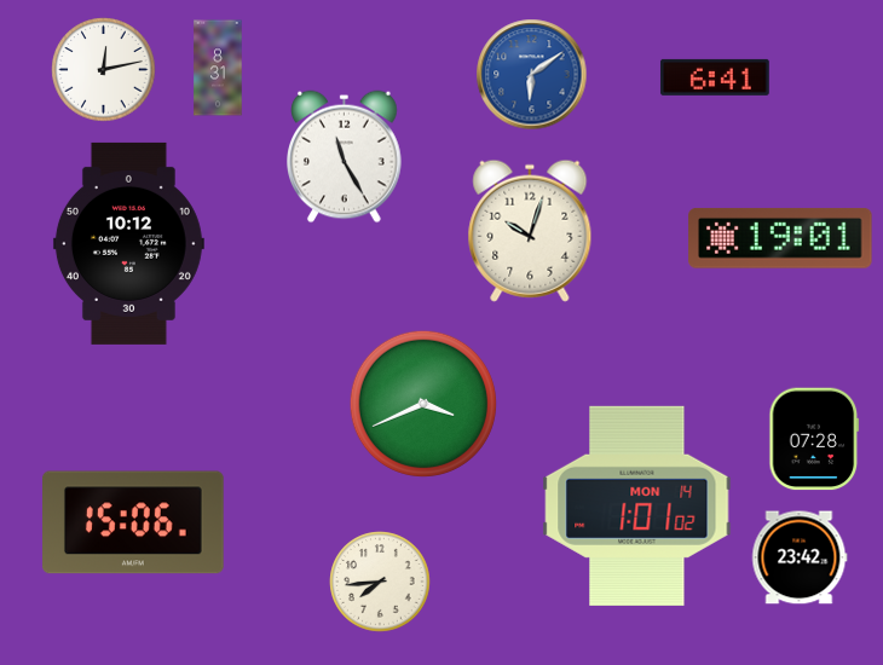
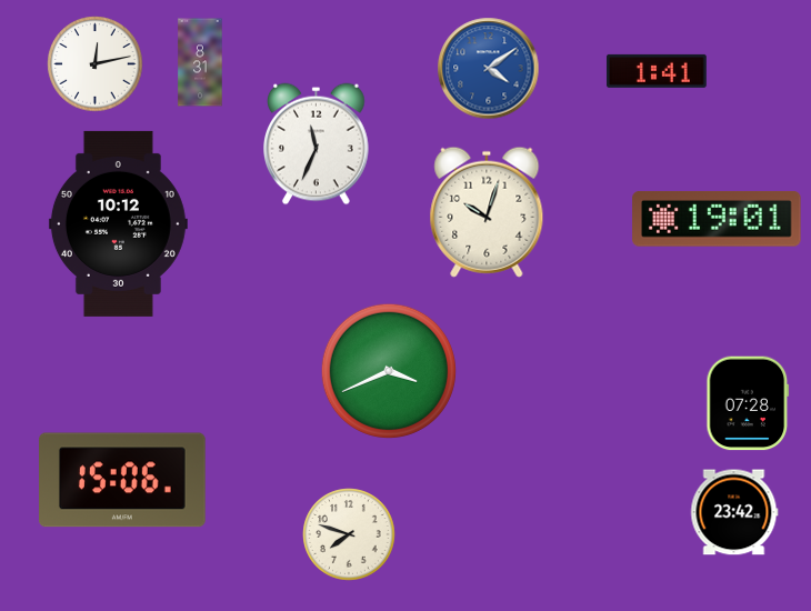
clock at (532, 75): 6:09 -> 4:09
clock at (715, 77): 6:41 -> 1:41
clock at (345, 157): 11:25 -> 11:34
clock at (637, 505): 1:01 -> none
clock at (380, 582): 7:44 -> 7:48
